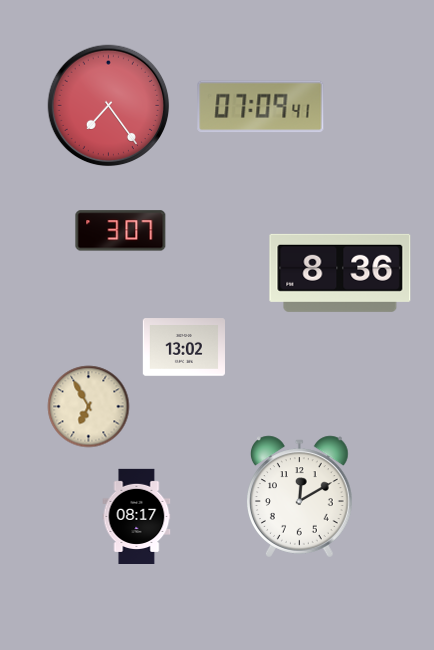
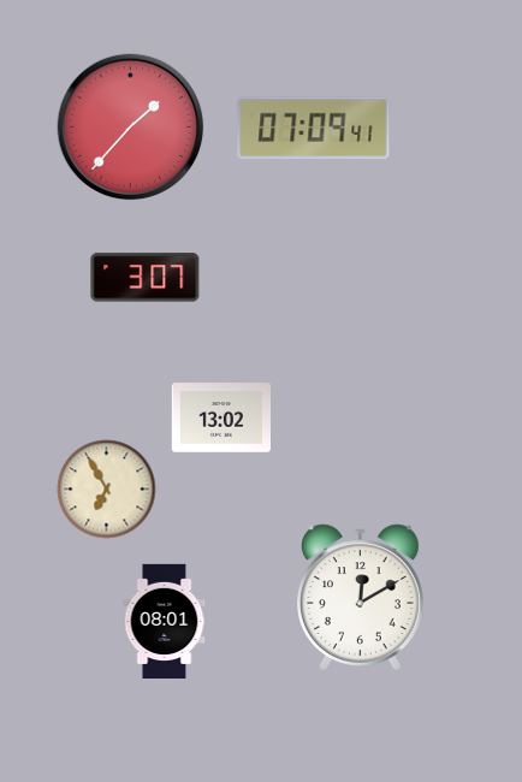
clock at (109, 106): 7:24 -> 1:37
clock at (340, 273): 8:36 -> none
clock at (137, 516): 08:17 -> 08:01
